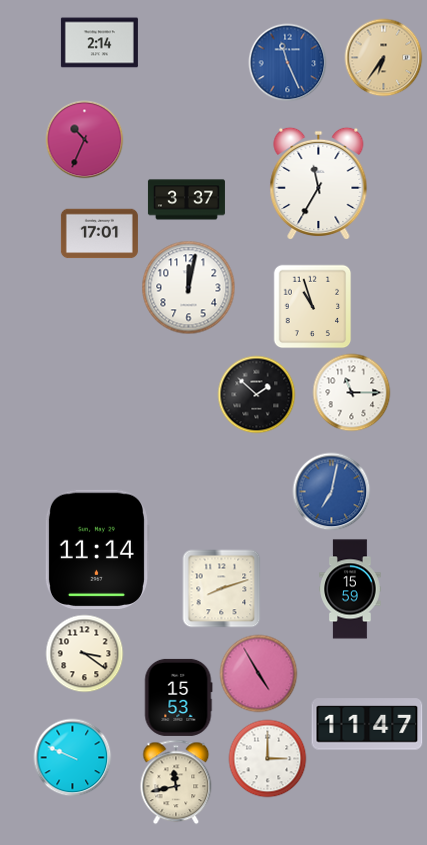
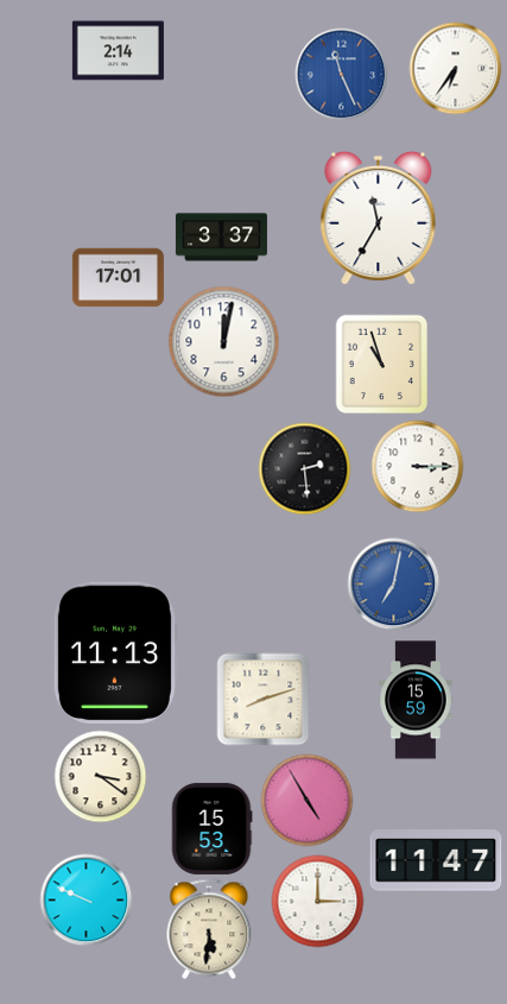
clock at (383, 57) dial: champagne -> white
clock at (84, 139): 10:34 -> none
clock at (313, 306) position: (313, 306) -> (382, 364)
clock at (351, 392): 11:15 -> 3:15
clock at (256, 394): 1:52 -> 2:29
clock at (97, 549): 11:14 -> 11:13
clock at (176, 782): 11:43 -> 5:31
